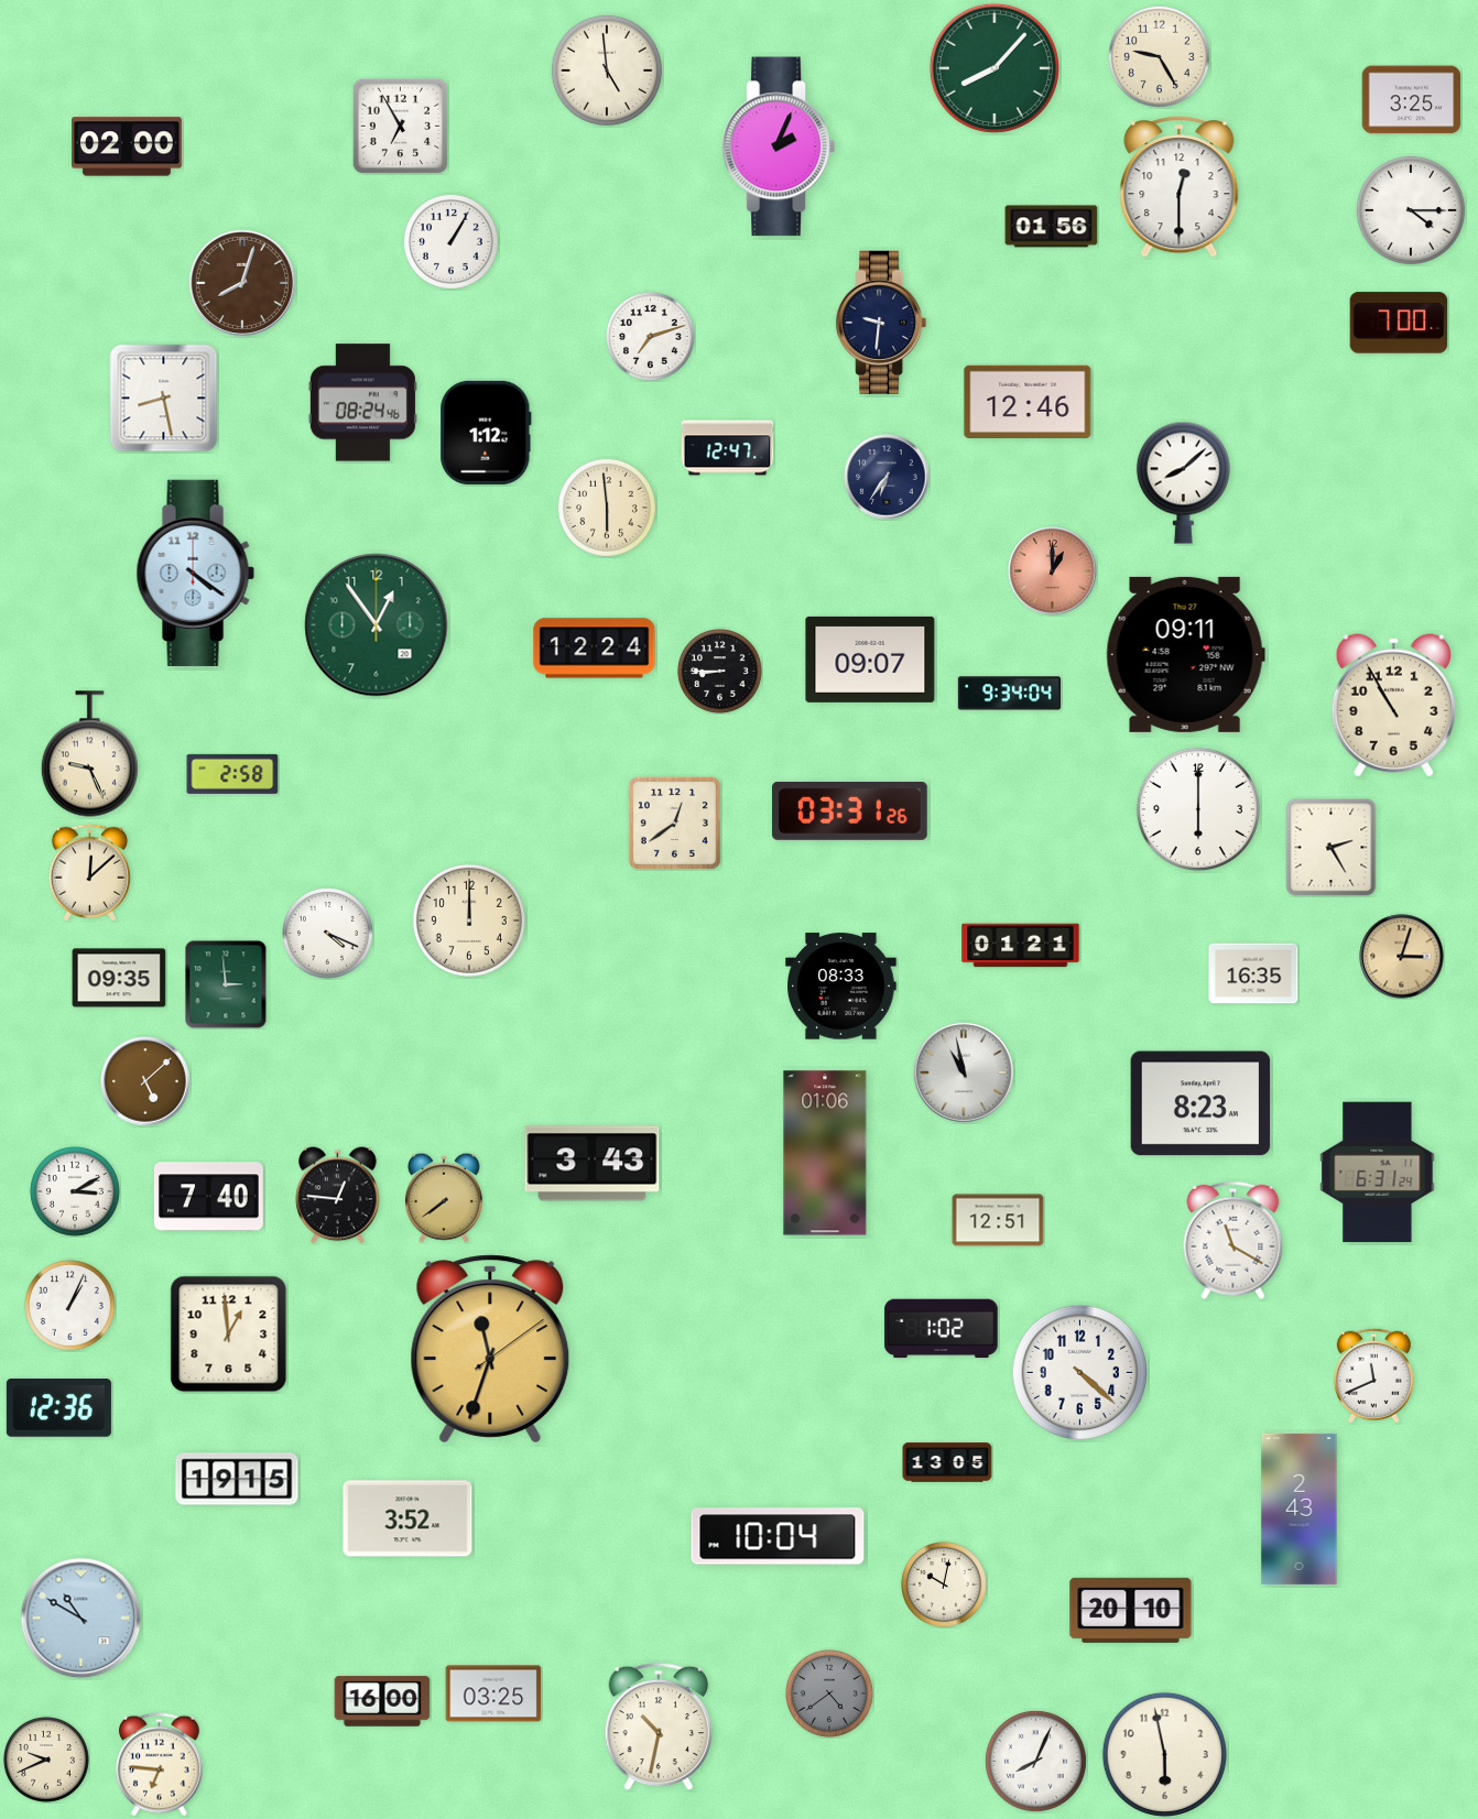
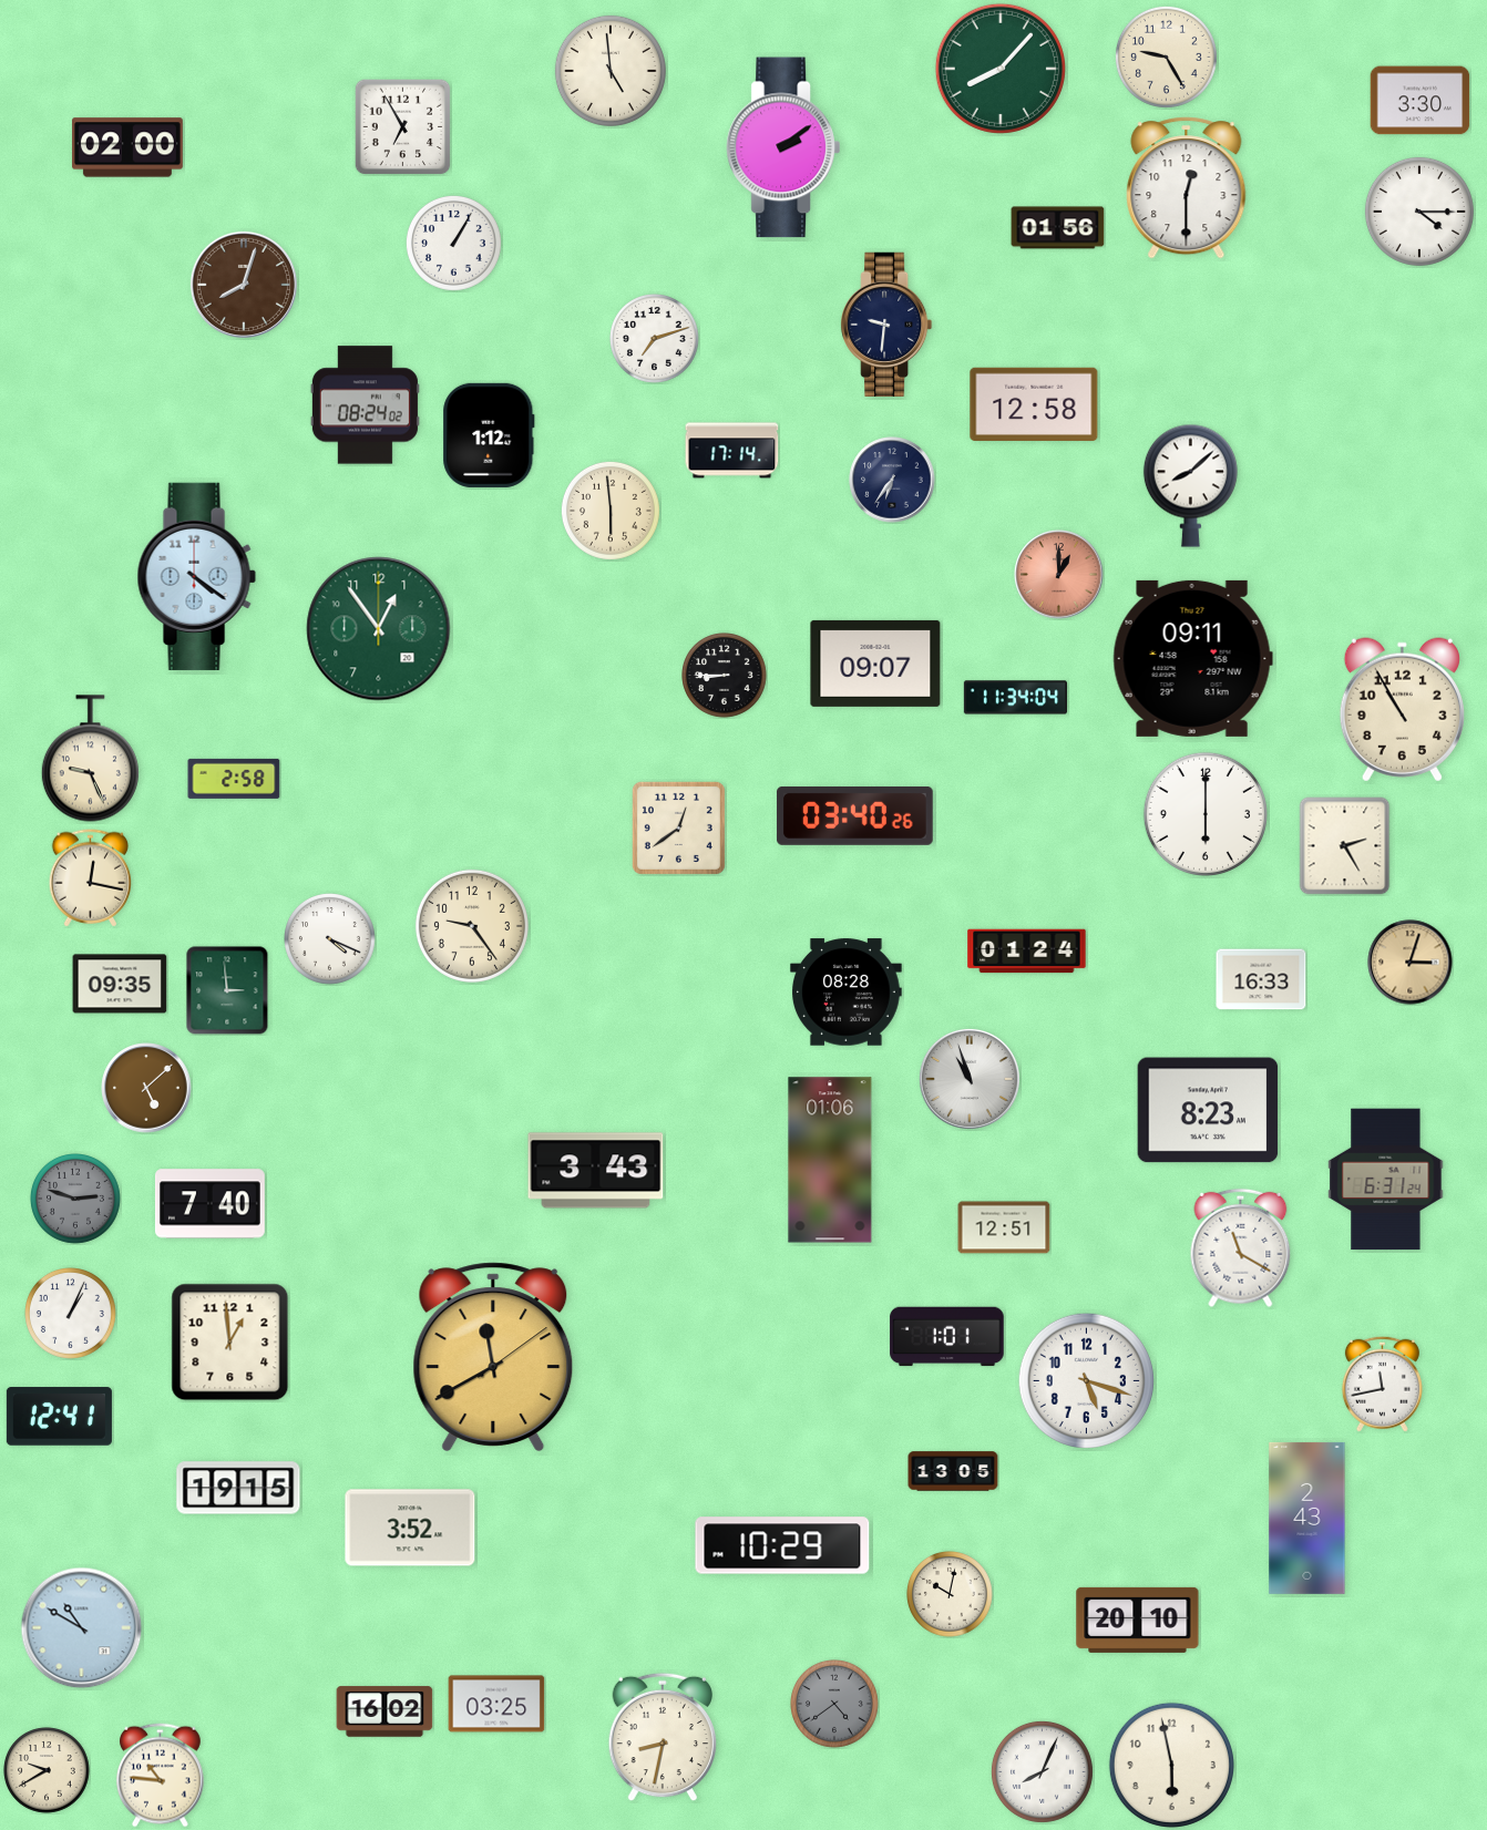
clock at (1412, 100): 3:25 -> 3:30
clock at (779, 146): 2:04 -> 2:09
clock at (1399, 323): 7:00 -> none
clock at (164, 399): 8:28 -> none
clock at (1028, 401): 12:46 -> 12:58
clock at (362, 403): 08:24:46 -> 08:24:02
clock at (728, 448): 12:47 -> 17:14
clock at (595, 649): 12:24 -> none
clock at (1009, 694): 9:34 -> 11:34
clock at (850, 810): 03:31 -> 03:40
clock at (1332, 848) position: (1332, 848) -> (1345, 846)
clock at (90, 873): 12:08 -> 12:17
clock at (469, 921): 12:00 -> 9:24
clock at (1021, 946): 01:21 -> 01:24
clock at (1253, 973): 16:35 -> 16:33
clock at (841, 987): 08:33 -> 08:28
clock at (964, 1072): 10:58 -> 10:57
clock at (76, 1192): 3:10 -> 2:48
clock at (76, 1192) dial: white -> grey
clock at (338, 1196): 12:46 -> none
clock at (444, 1198): 7:39 -> none
clock at (942, 1329): 1:02 -> 1:01
clock at (490, 1349): 11:33 -> 11:40
clock at (1079, 1372): 4:22 -> 5:18
clock at (1373, 1375): 11:41 -> 11:43
clock at (58, 1408): 12:36 -> 12:41
clock at (778, 1536): 10:04 -> 10:29
clock at (382, 1701): 16:00 -> 16:02
clock at (659, 1727): 10:32 -> 8:32
clock at (46, 1760): 9:41 -> 9:40
clock at (160, 1765): 6:46 -> 10:46
